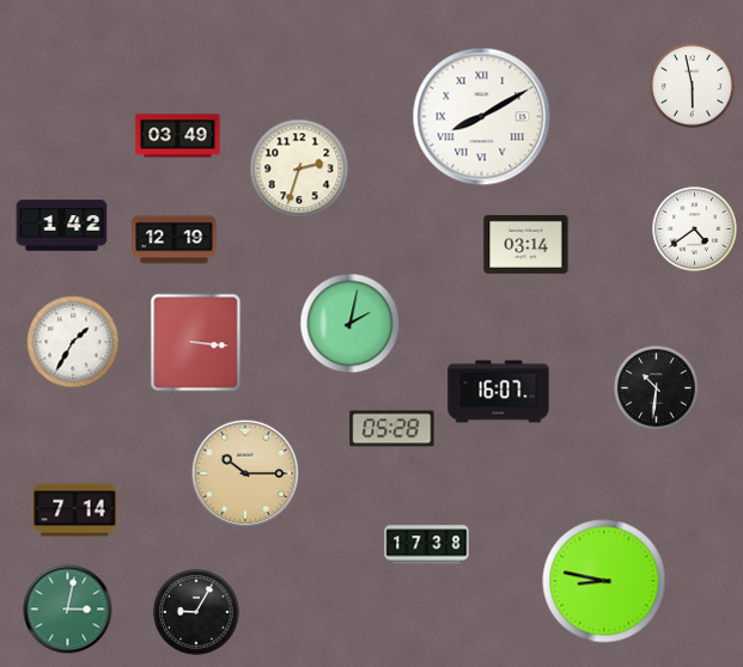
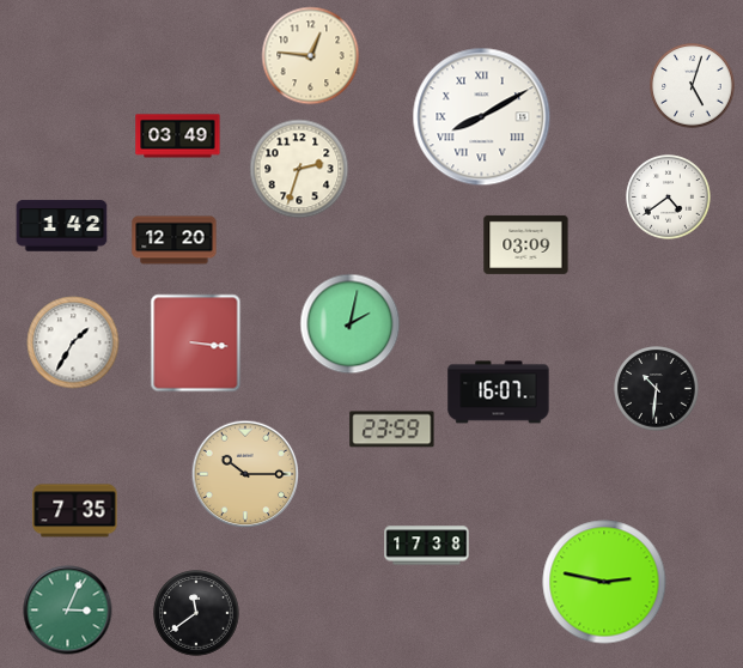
clock at (311, 56): none -> 12:46
clock at (693, 86): 5:58 -> 5:03
clock at (695, 230) position: (695, 230) -> (669, 198)
clock at (175, 240): 12:19 -> 12:20
clock at (526, 244): 03:14 -> 03:09
clock at (392, 429): 05:28 -> 23:59
clock at (75, 510): 7:14 -> 7:35
clock at (604, 581): 8:47 -> 2:47
clock at (68, 610): 3:02 -> 3:04
clock at (196, 612): 9:05 -> 11:39
